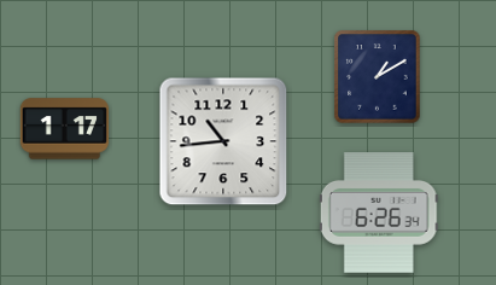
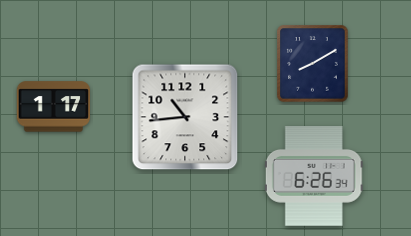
clock at (378, 77): 1:10 -> 8:10
